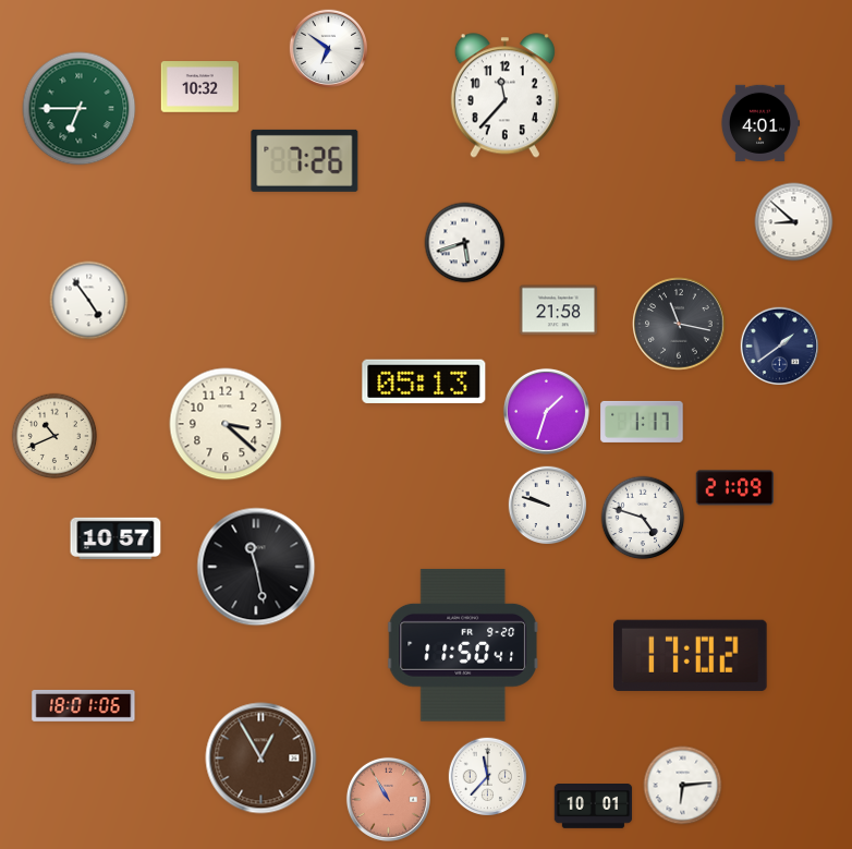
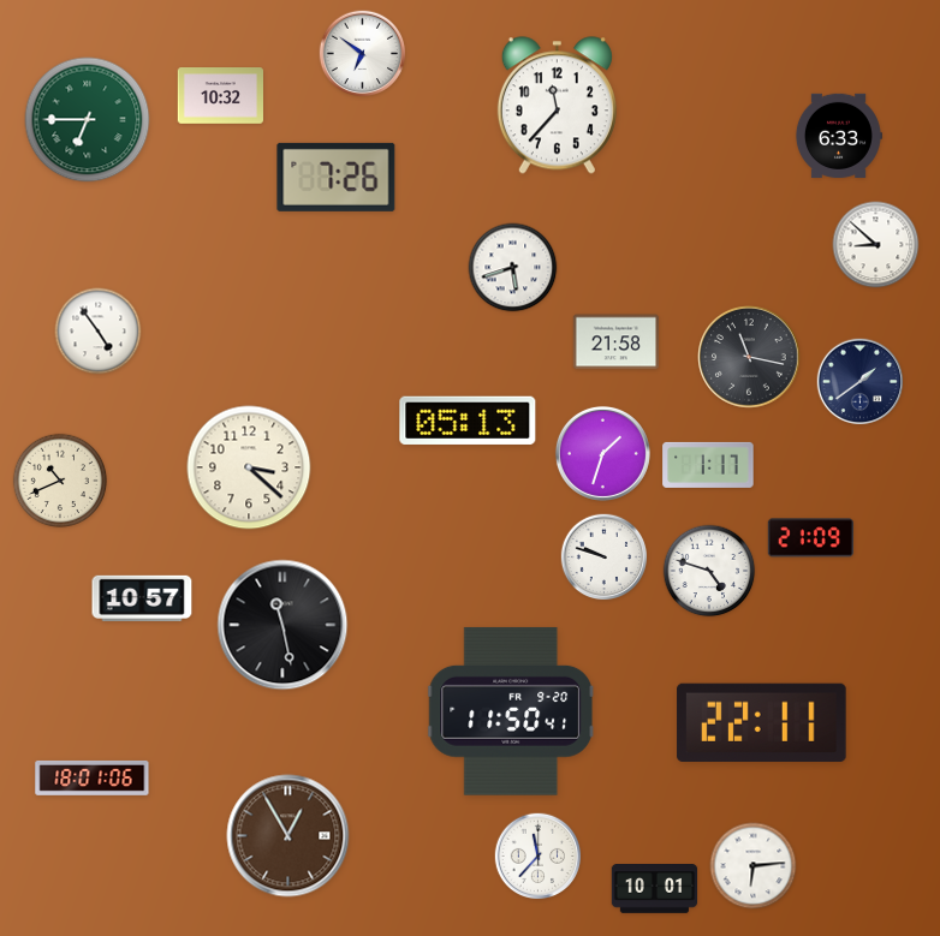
clock at (759, 123): 4:01 -> 6:33
clock at (115, 538) position: (115, 538) -> (142, 598)
clock at (691, 655): 17:02 -> 22:11
clock at (388, 799): 10:55 -> none
